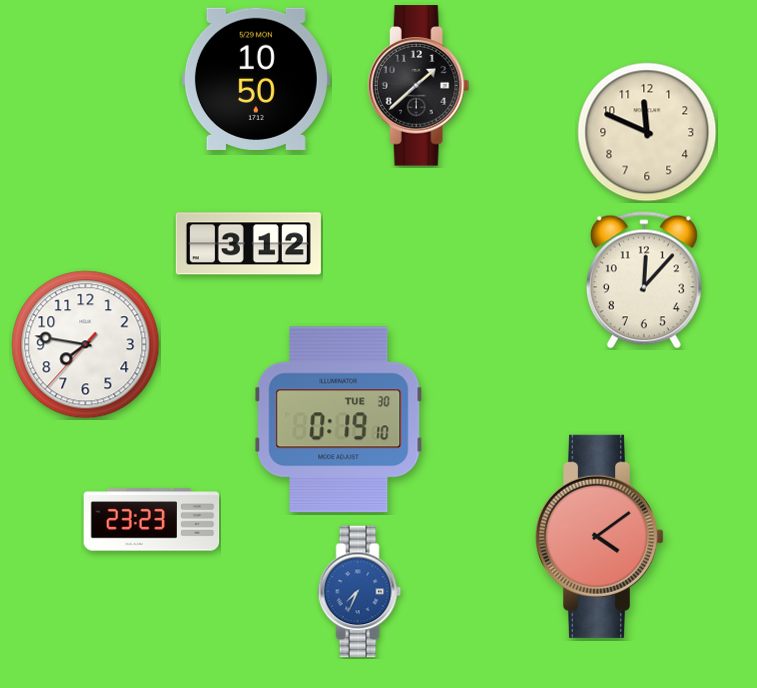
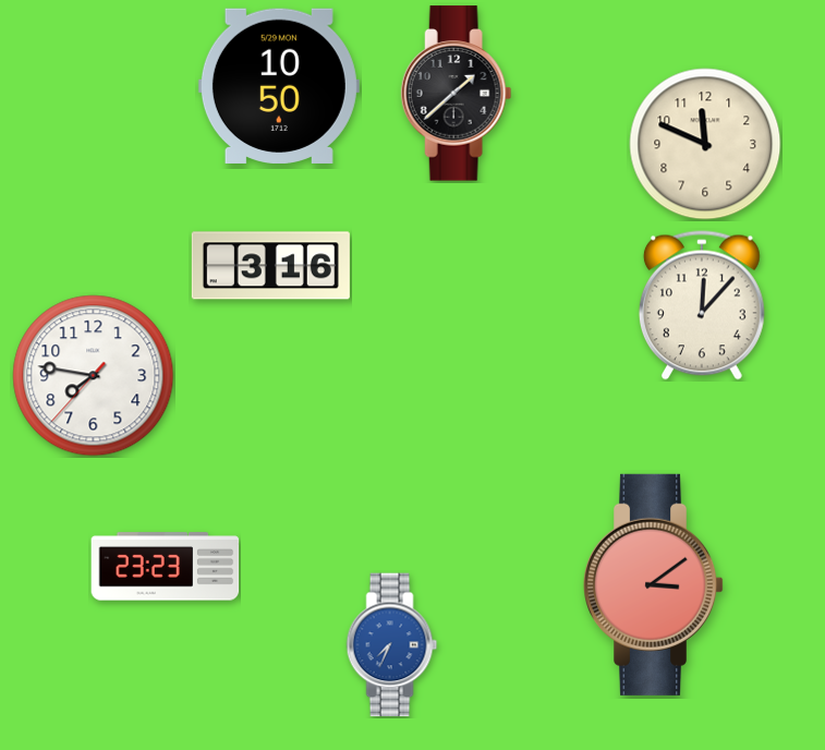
clock at (248, 244): 3:12 -> 3:16
clock at (339, 420): 0:19 -> none
clock at (601, 536): 4:09 -> 3:09
